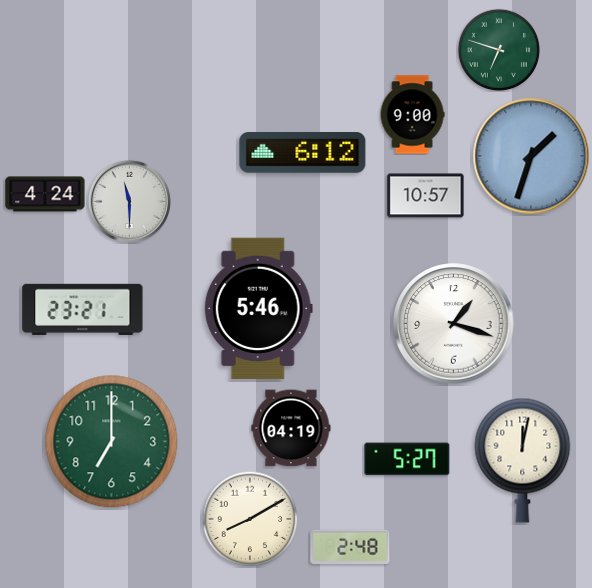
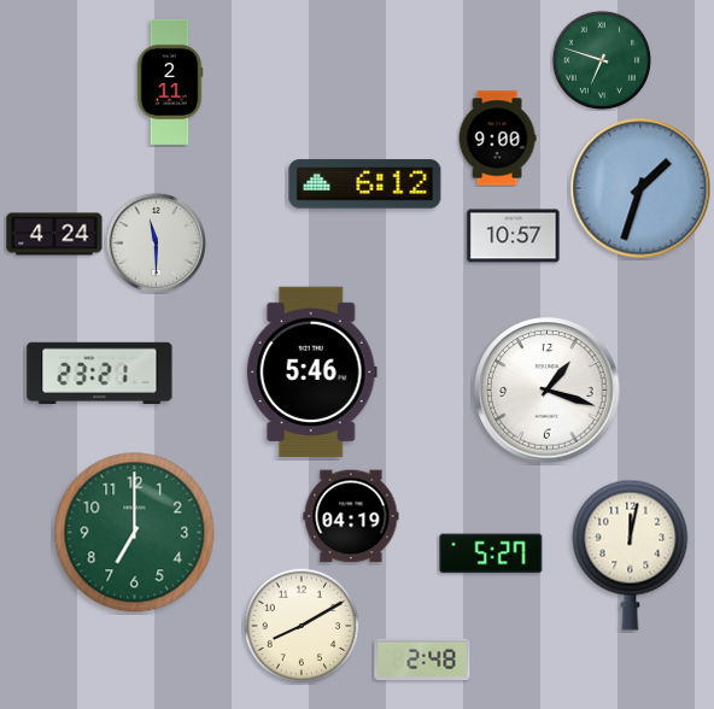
clock at (170, 82): none -> 2:11
